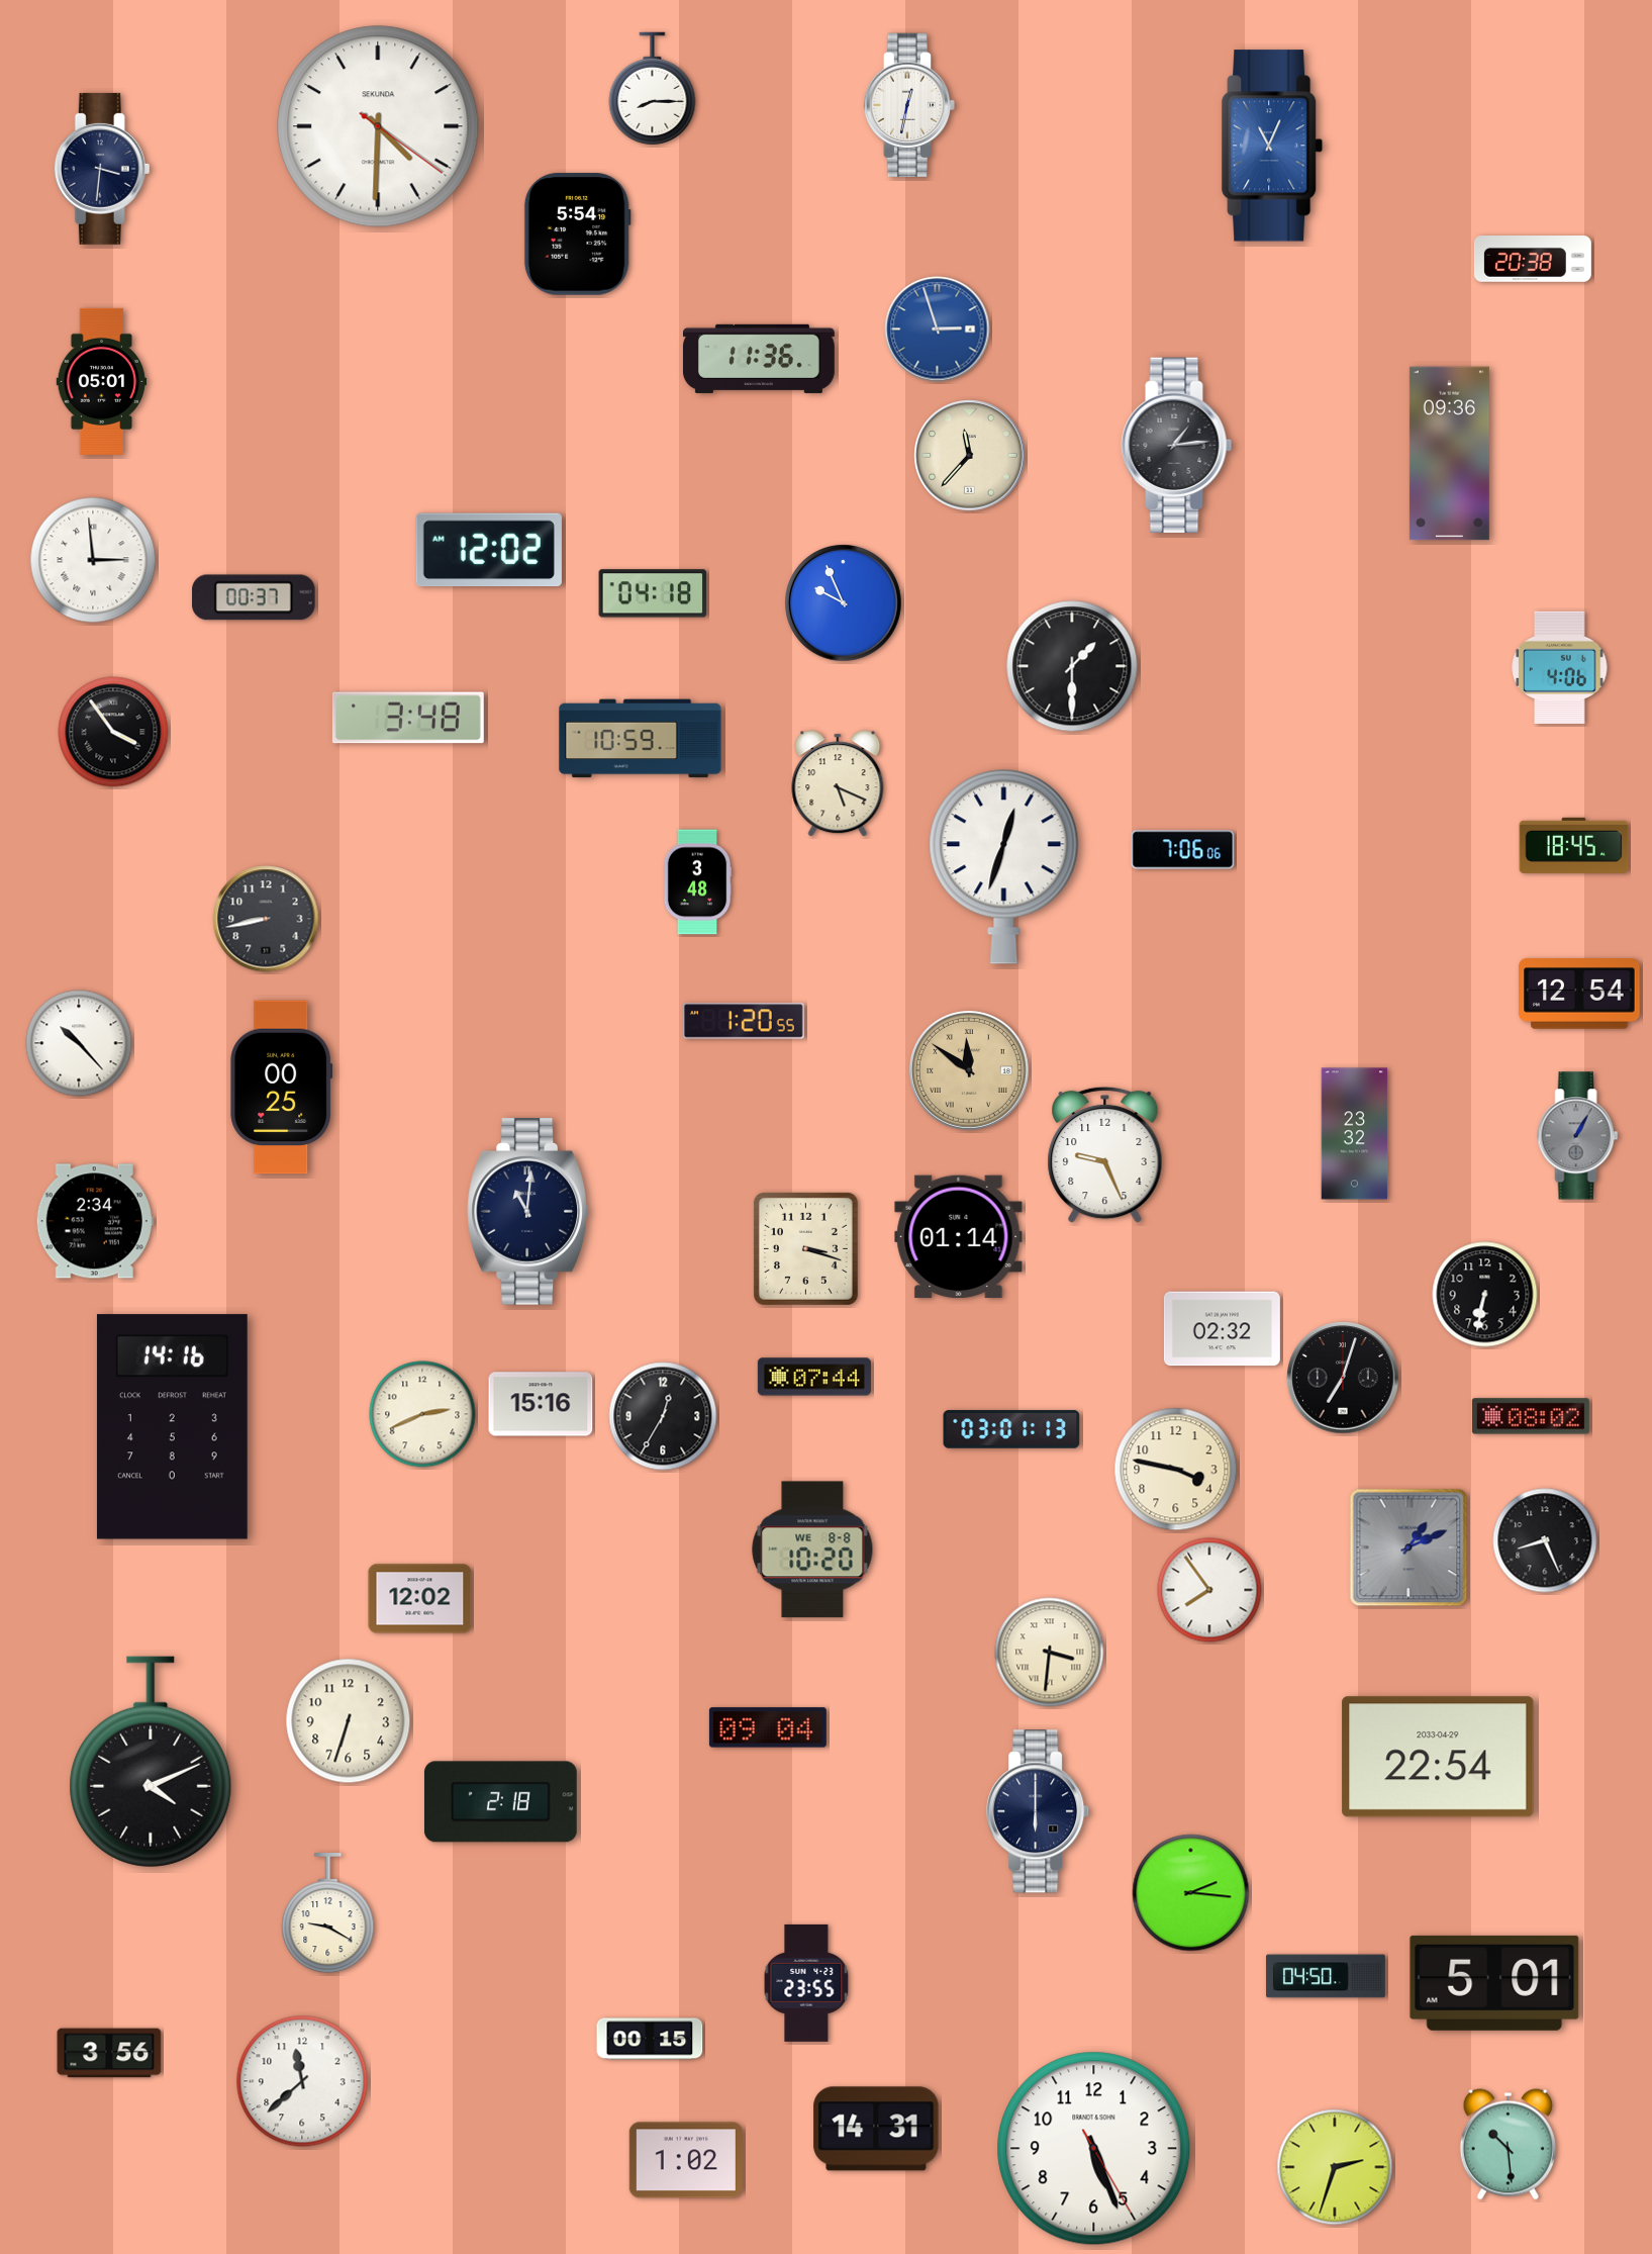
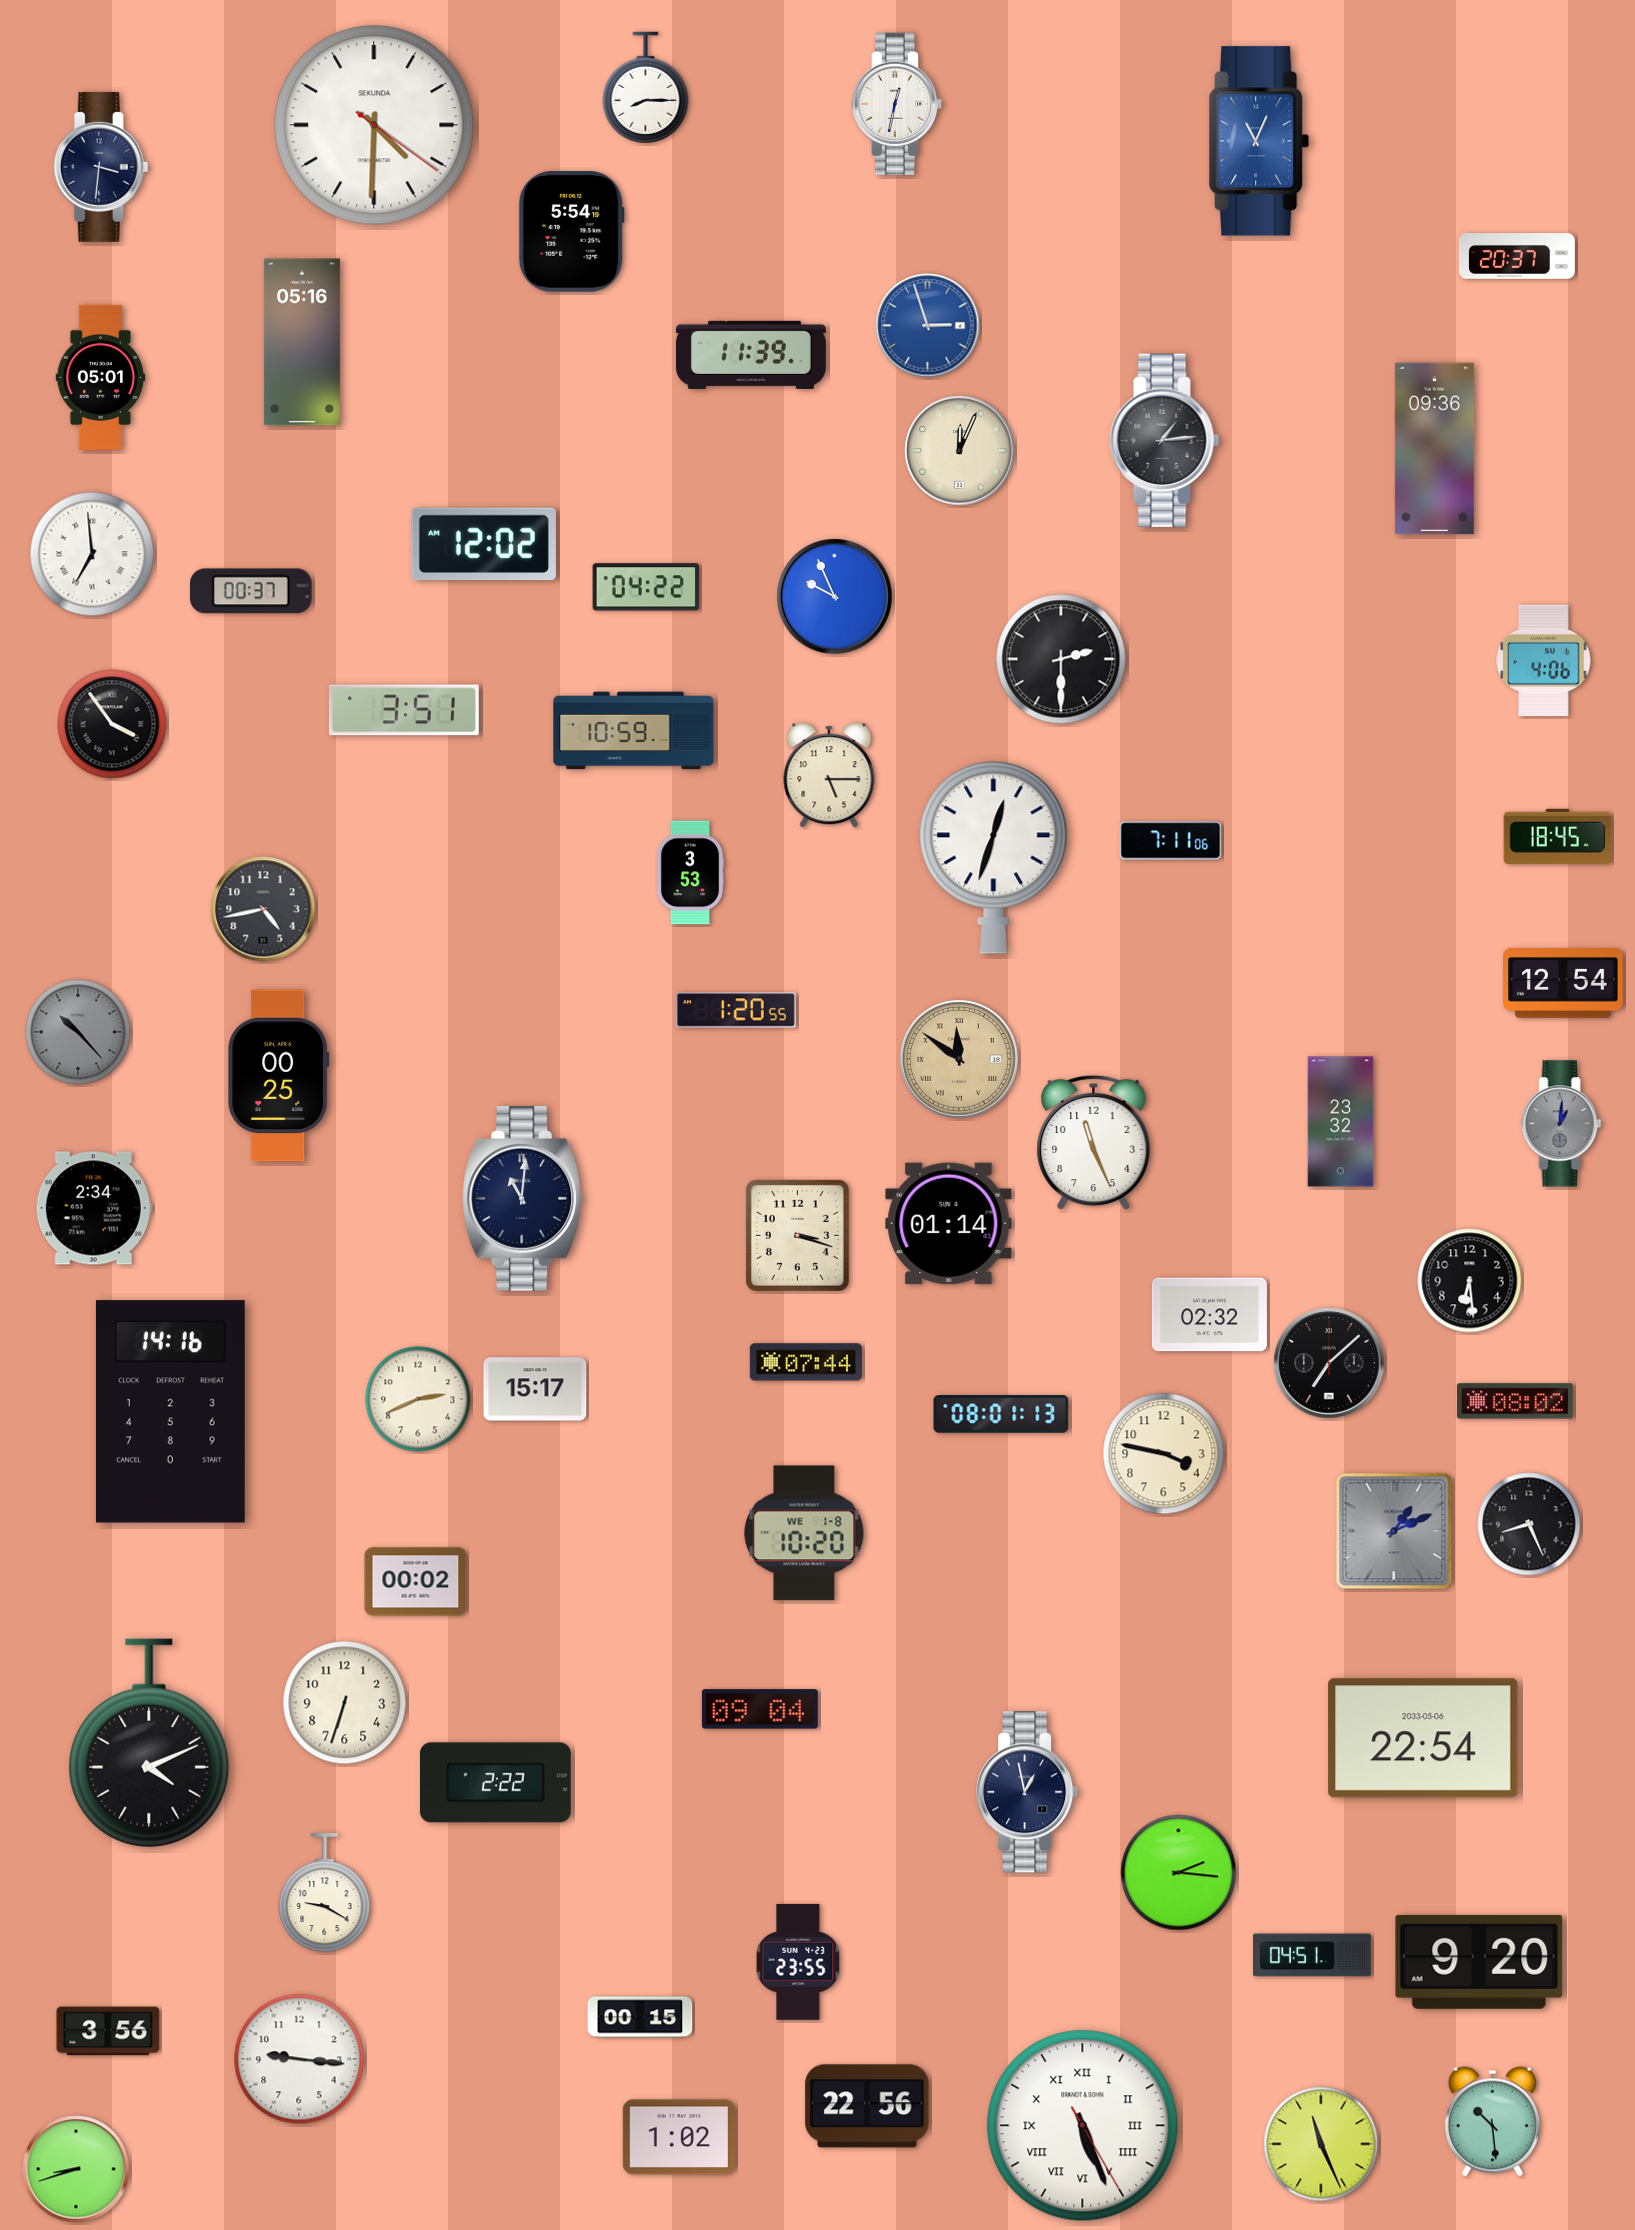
clock at (908, 104) position: (908, 104) -> (896, 103)
clock at (1272, 146) position: (1272, 146) -> (1259, 141)
clock at (1533, 260): 20:38 -> 20:37
clock at (302, 342): none -> 05:16
clock at (759, 359): 11:36 -> 11:39
clock at (970, 456): 11:37 -> 12:04
clock at (93, 560): 2:59 -> 6:59
clock at (653, 593): 04:18 -> 04:22
clock at (1072, 666): 1:30 -> 2:30
clock at (408, 718): 3:48 -> 3:51
clock at (838, 783): 5:19 -> 5:15
clock at (1183, 850): 7:06 -> 7:11
clock at (697, 882): 3:48 -> 3:53
clock at (266, 919): 8:43 -> 4:43
clock at (79, 1043) dial: white -> grey
clock at (1578, 1136): 1:05 -> 1:01
clock at (1105, 1155): 9:26 -> 11:26
clock at (1485, 1295): 6:32 -> 6:29
clock at (1343, 1378): 7:03 -> 7:08
clock at (541, 1404): 15:16 -> 15:17
clock at (663, 1416): 12:35 -> none
clock at (1011, 1429): 03:01 -> 08:01
clock at (812, 1549) date: WE 8-8 -> WE 1-8
clock at (1209, 1590): 7:54 -> none
clock at (420, 1599): 12:02 -> 00:02
clock at (1050, 1653): 3:31 -> none
clock at (1438, 1757) date: 2033-04-29 -> 2033-05-06
clock at (500, 1802): 2:18 -> 2:22
clock at (1039, 1811): 6:00 -> 12:58
clock at (1326, 1976): 04:50 -> 04:51
clock at (1494, 1983): 5:01 -> 9:20
clock at (650, 2039) position: (650, 2039) -> (640, 2017)
clock at (302, 2081): 11:38 -> 9:16
clock at (876, 2129): 14:31 -> 22:56
clock at (1094, 2149) numerals: Arabic -> Roman
clock at (1335, 2167): 2:33 -> 11:26
clock at (76, 2169): none -> 8:42
